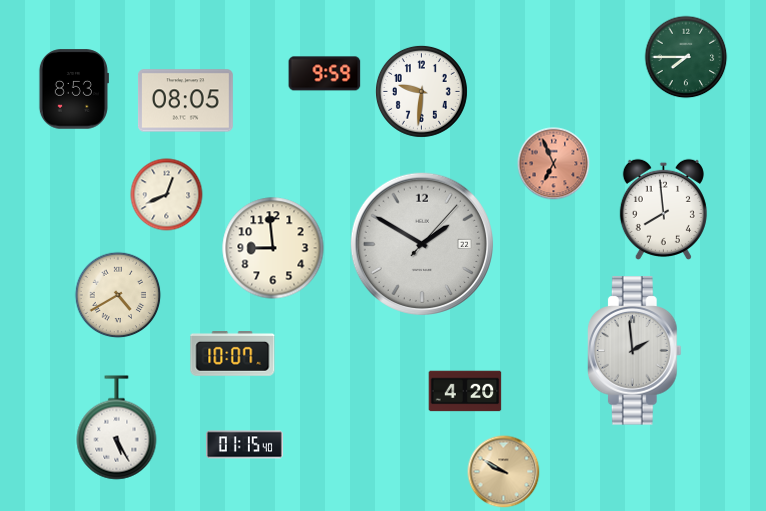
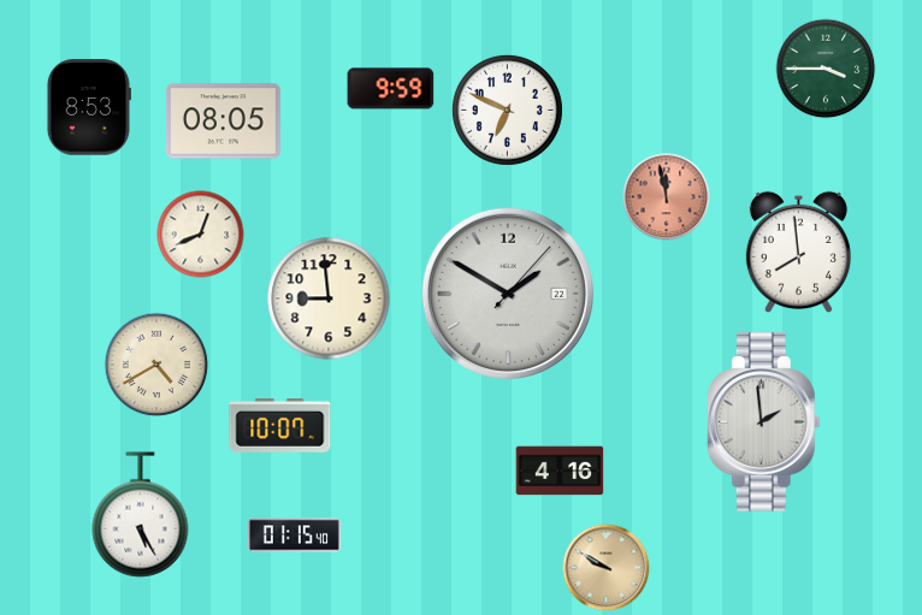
clock at (686, 57): 7:45 -> 3:45
clock at (421, 91): 9:31 -> 6:49
clock at (554, 164): 6:56 -> 11:58
clock at (118, 295) position: (118, 295) -> (156, 365)
clock at (465, 391): 4:20 -> 4:16
